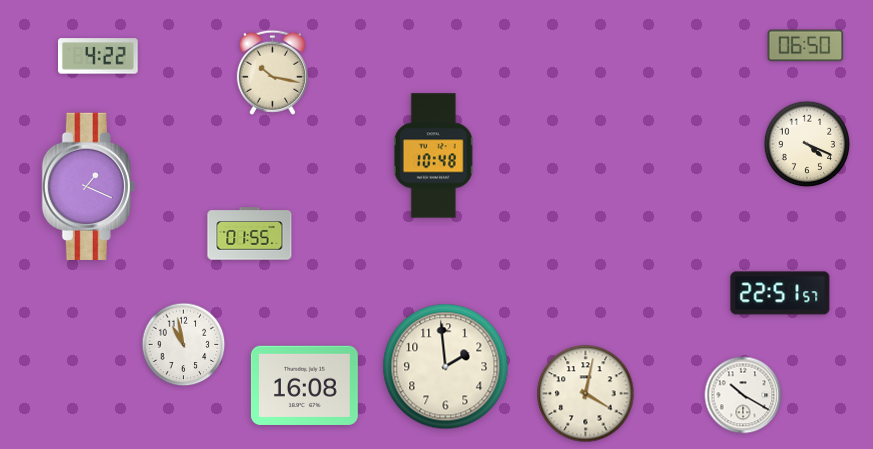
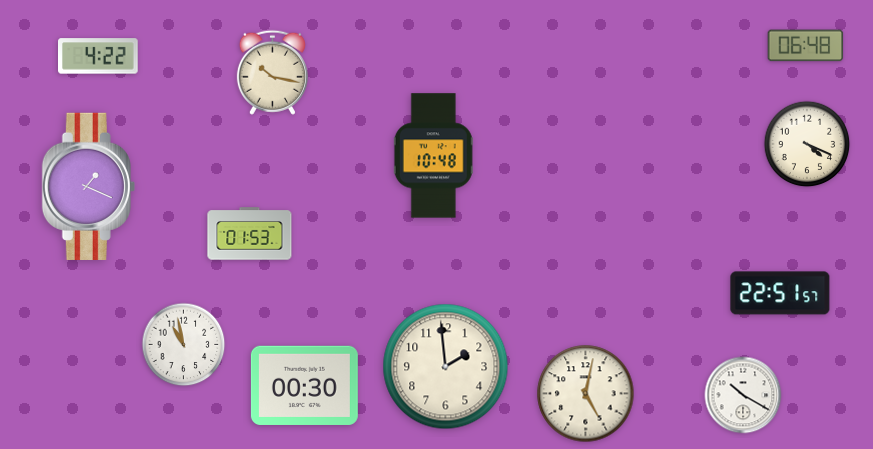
clock at (806, 46): 06:50 -> 06:48
clock at (250, 234): 01:55 -> 01:53
clock at (304, 385): 16:08 -> 00:30
clock at (586, 394): 4:02 -> 5:02
